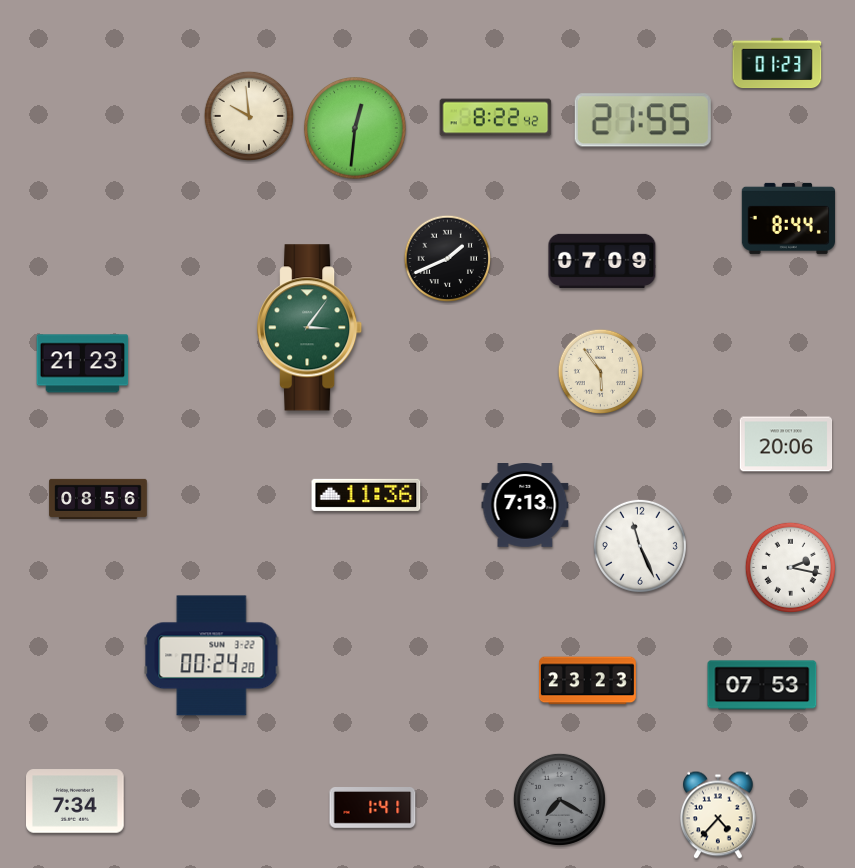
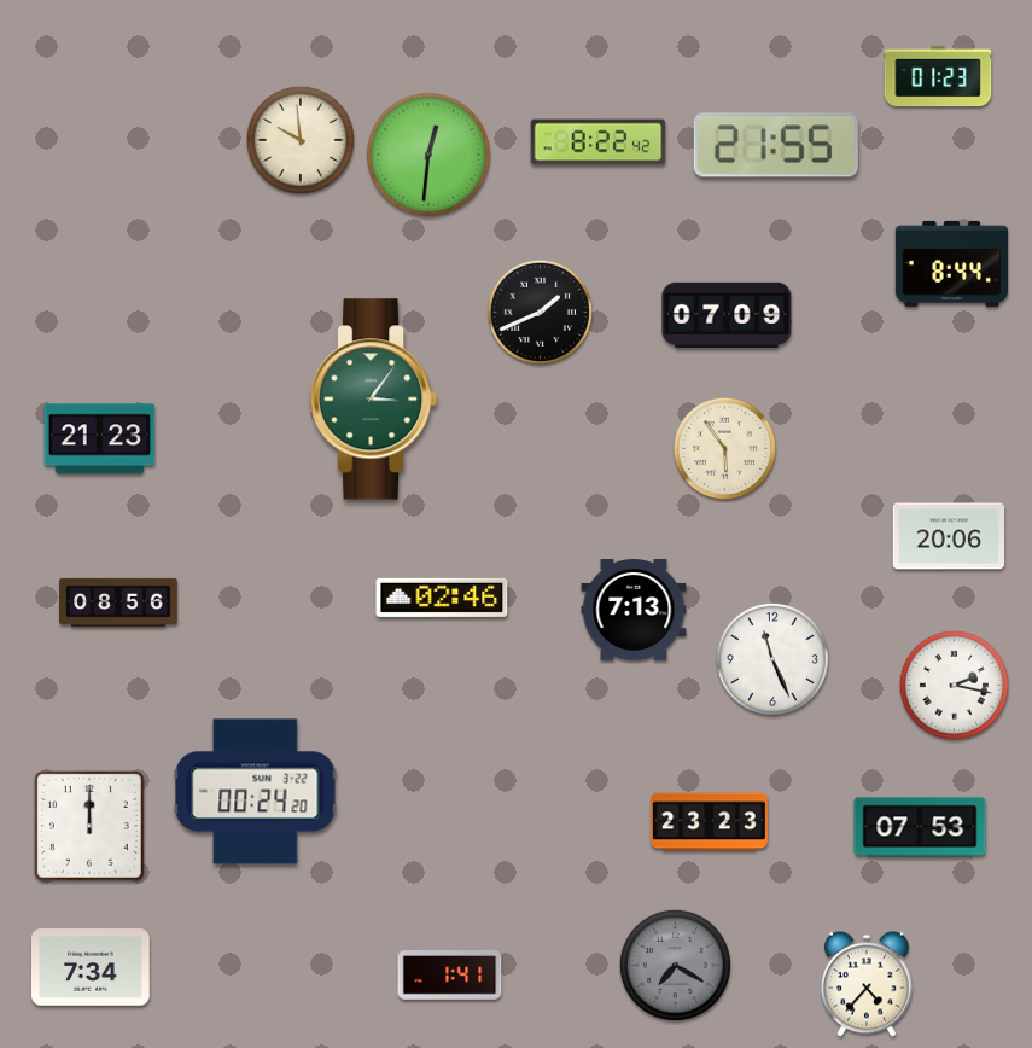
clock at (310, 328) position: (310, 328) -> (374, 400)
clock at (366, 495): 11:36 -> 02:46
clock at (89, 826): none -> 12:00
